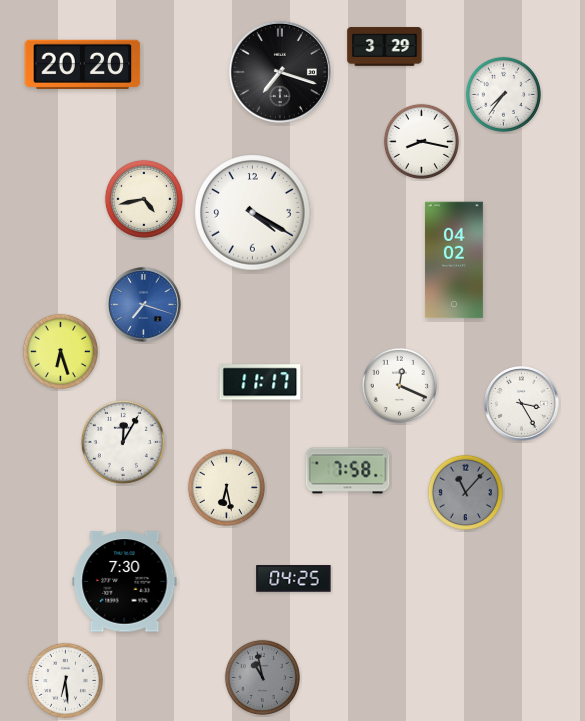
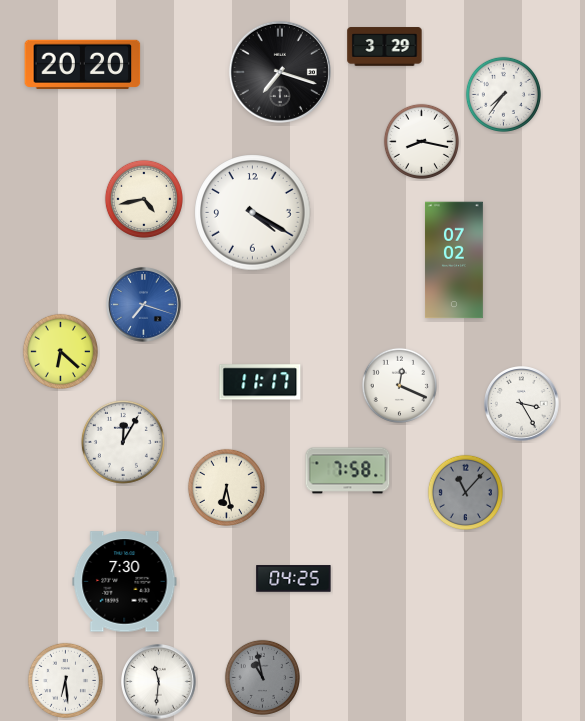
clock at (454, 260): 04:02 -> 07:02
clock at (60, 351): 6:27 -> 6:22
clock at (159, 682): none -> 11:31
